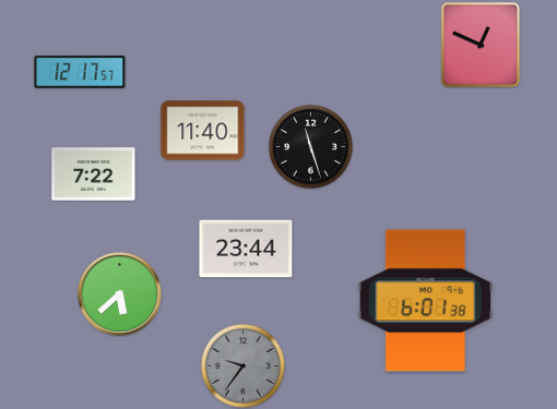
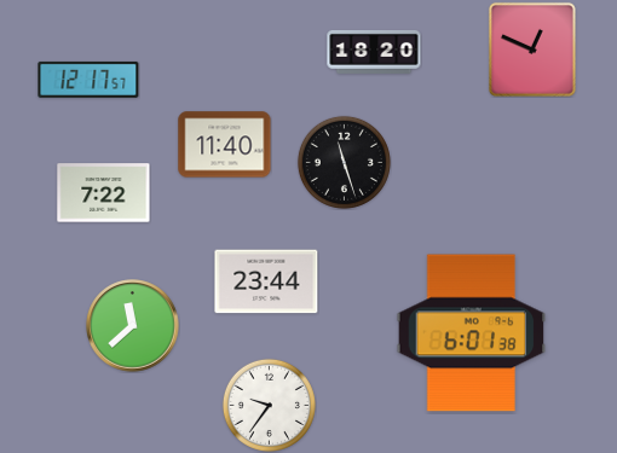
clock at (374, 52): none -> 18:20
clock at (246, 249) position: (246, 249) -> (266, 281)
clock at (120, 294): 5:38 -> 11:38
clock at (242, 365) dial: grey -> white
